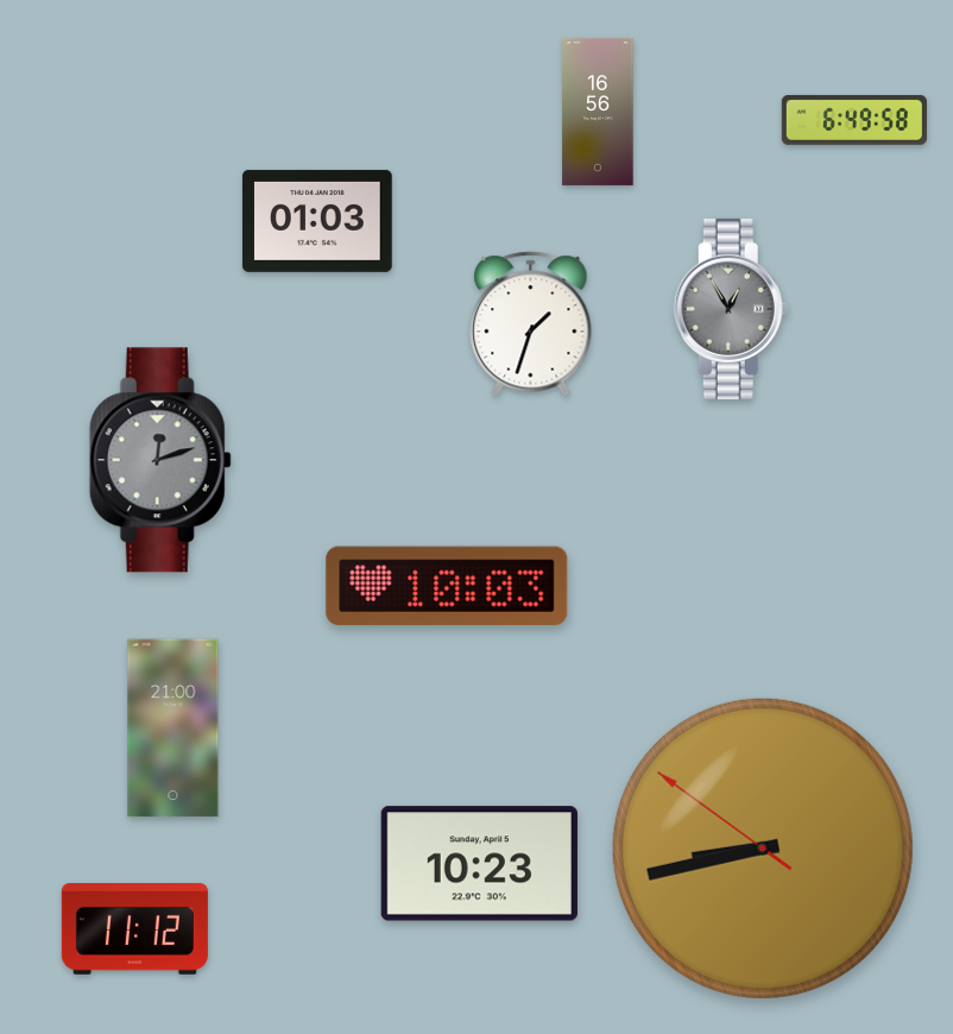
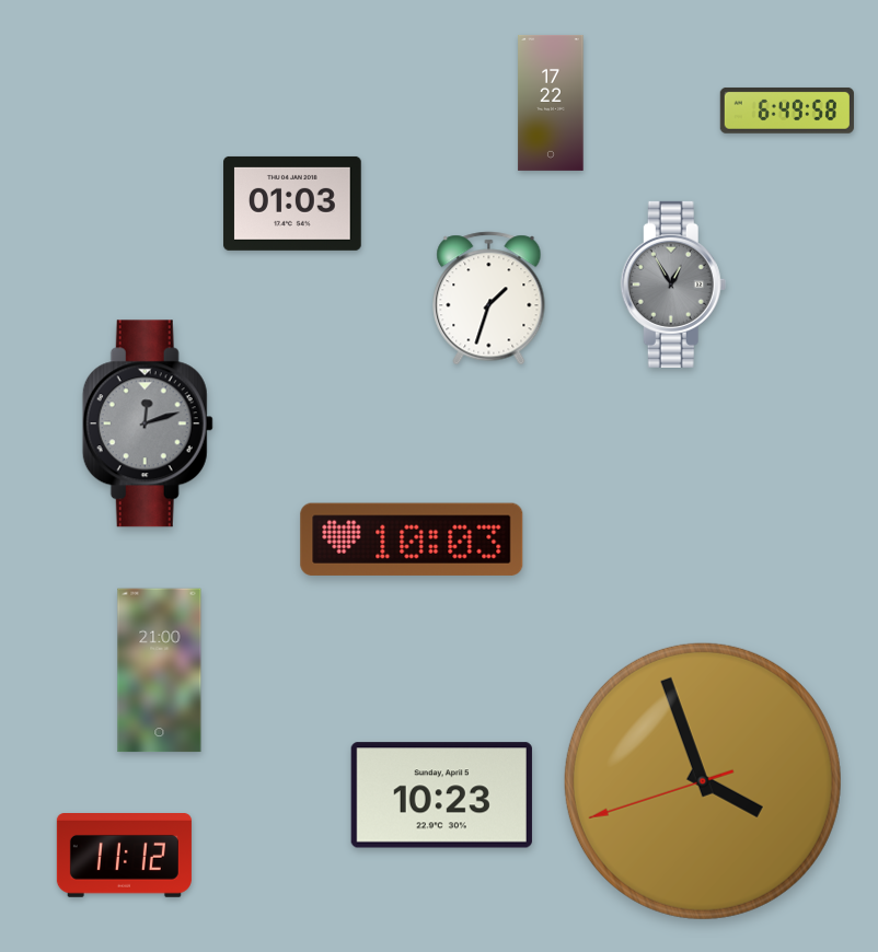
clock at (598, 112): 16:56 -> 17:22
clock at (763, 849): 8:42 -> 3:56
